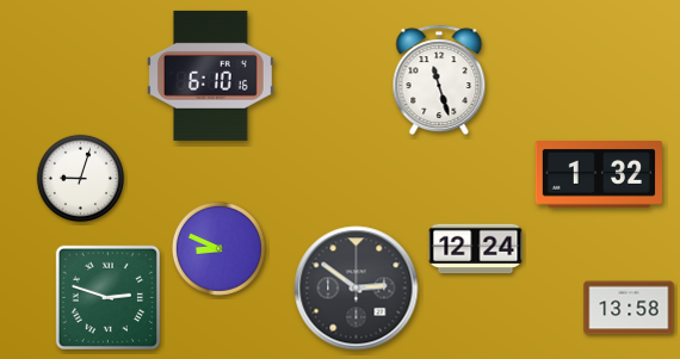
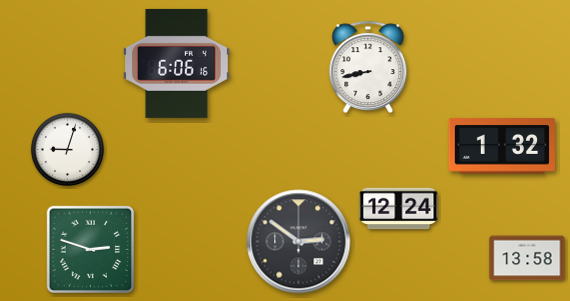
clock at (210, 75): 6:10 -> 6:06
clock at (439, 79): 11:27 -> 8:43
clock at (218, 248): 8:49 -> none
